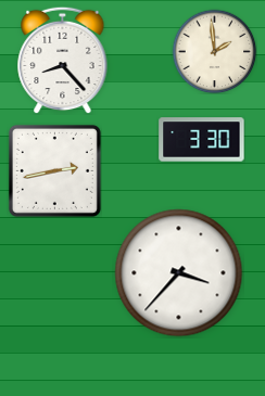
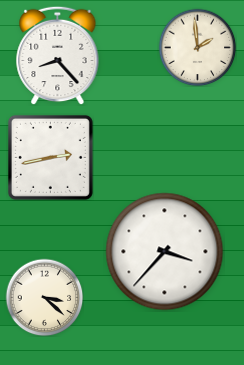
clock at (202, 140): 3:30 -> none
clock at (44, 297): none -> 3:22
